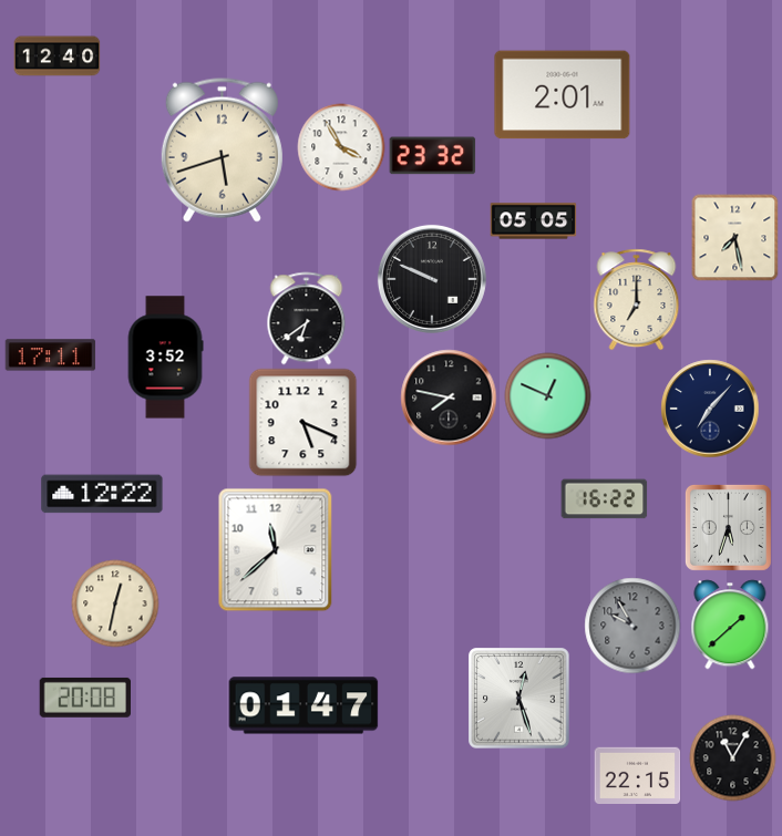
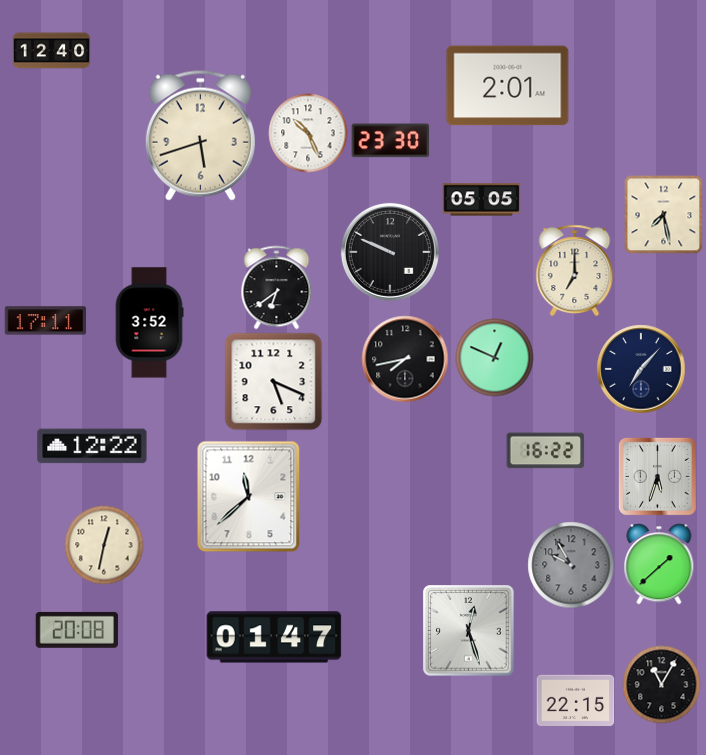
clock at (341, 147): 3:55 -> 10:26
clock at (432, 156): 23:32 -> 23:30
clock at (449, 398): 7:47 -> 7:43
